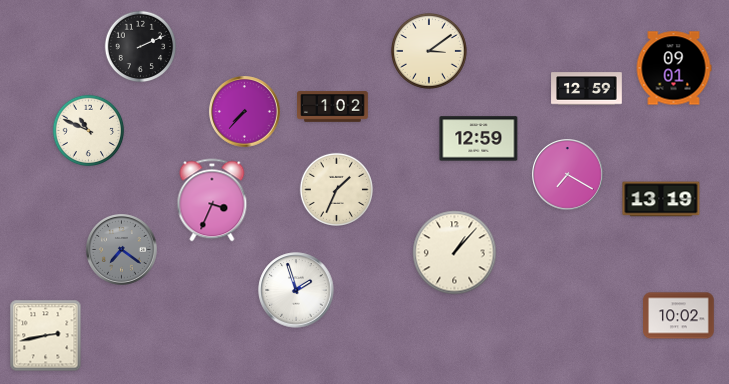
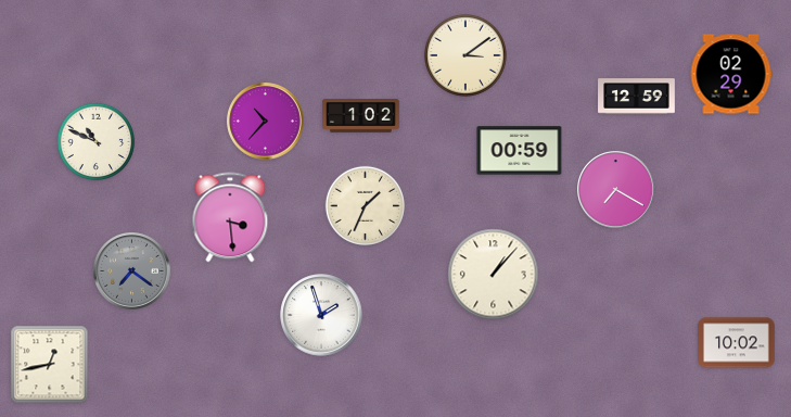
clock at (141, 47): 2:11 -> none
clock at (674, 68): 09:01 -> 02:29
clock at (245, 112): 7:37 -> 10:37
clock at (479, 139): 12:59 -> 00:59
clock at (661, 199): 13:19 -> none
clock at (212, 200): 3:34 -> 3:29
clock at (46, 336): 2:43 -> 12:43
